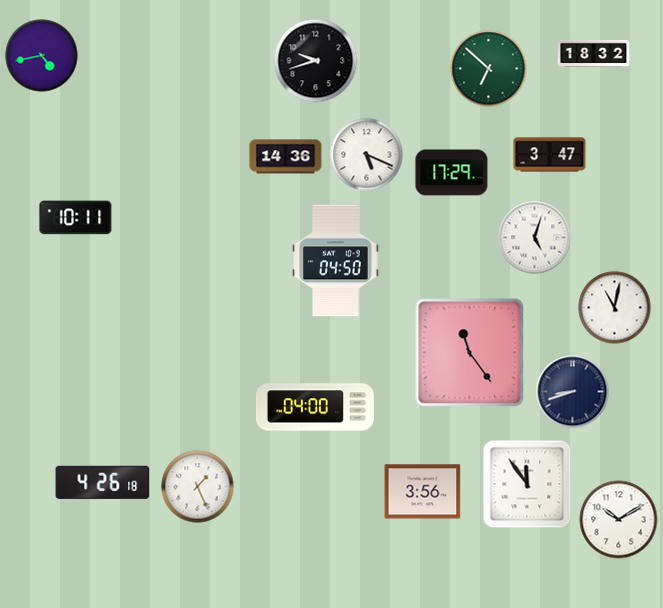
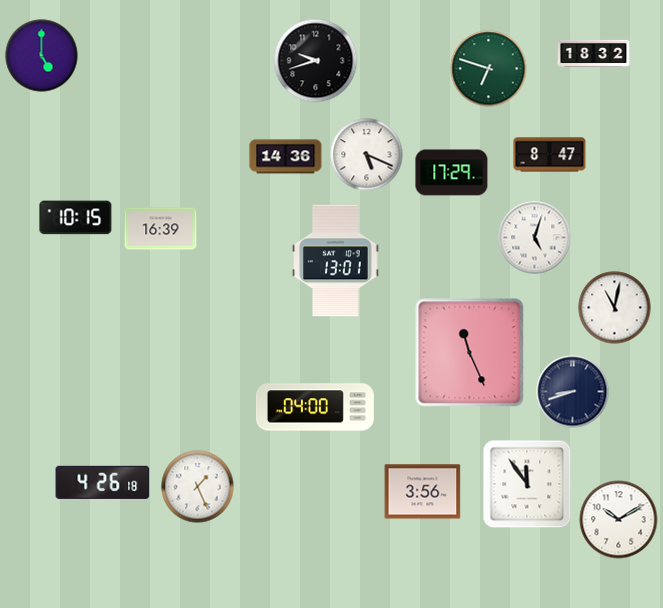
clock at (42, 56): 4:43 -> 5:00
clock at (489, 69): 6:52 -> 6:48
clock at (550, 155): 3:47 -> 8:47
clock at (76, 218): 10:11 -> 10:15
clock at (161, 229): none -> 16:39
clock at (336, 261): 04:50 -> 13:01
clock at (470, 353): 11:24 -> 11:26
